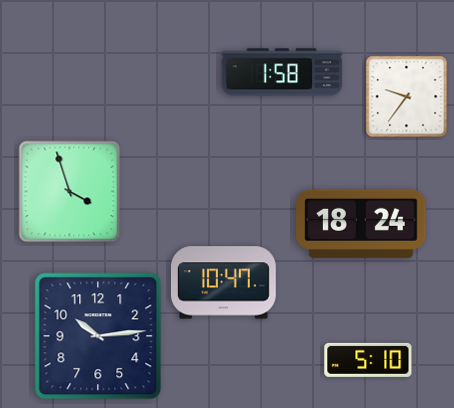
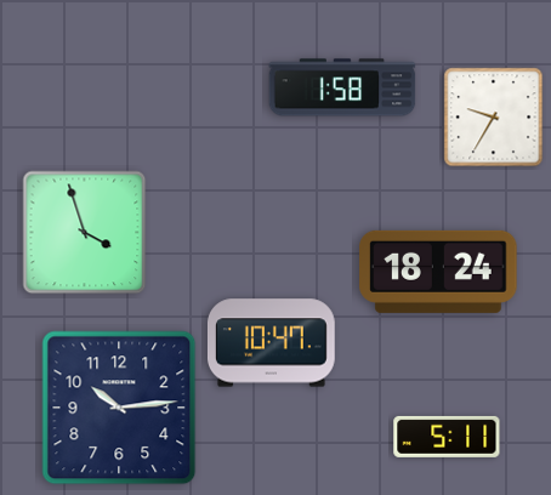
clock at (407, 97): 9:36 -> 9:35
clock at (368, 360): 5:10 -> 5:11
